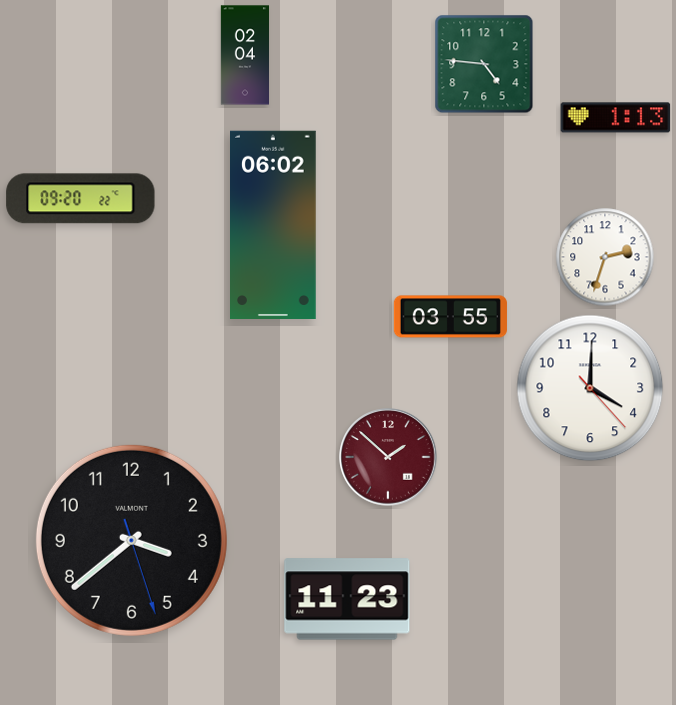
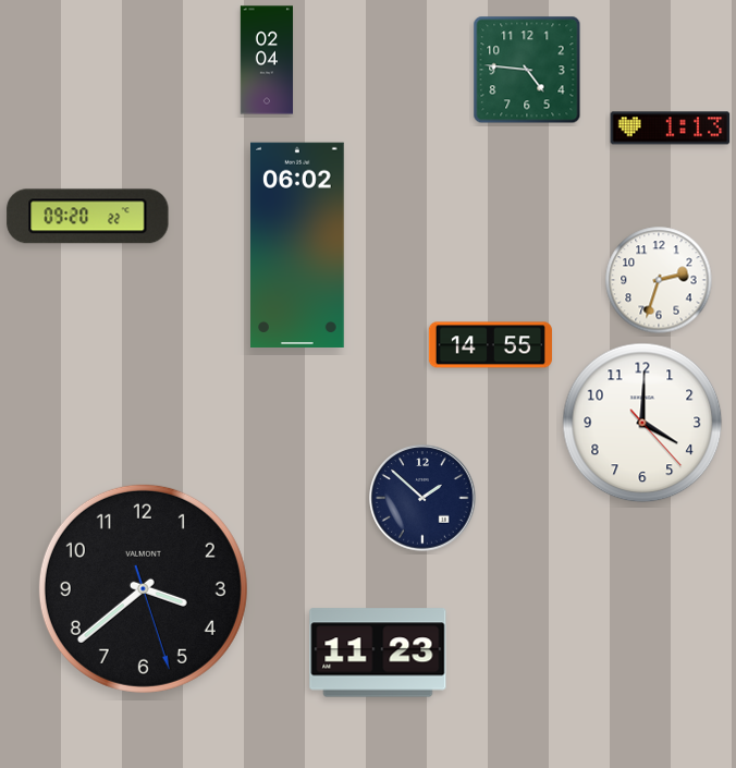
clock at (450, 317): 03:55 -> 14:55
clock at (388, 457) dial: burgundy -> navy
